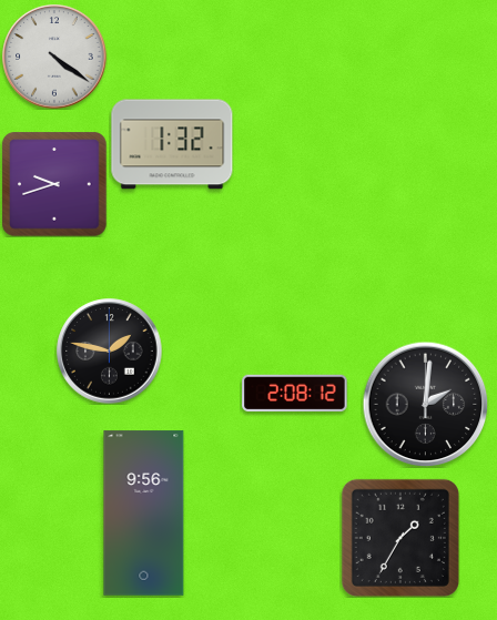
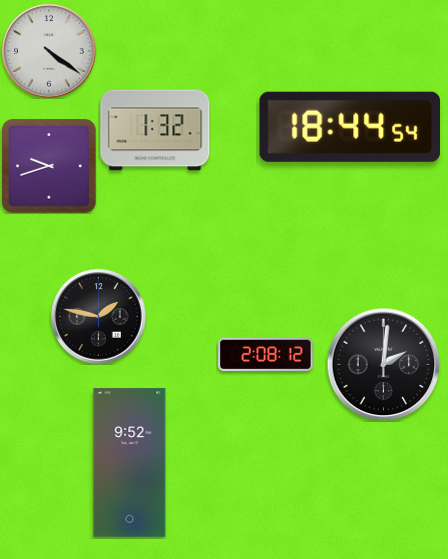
clock at (349, 127): none -> 18:44
clock at (144, 514): 9:56 -> 9:52
clock at (400, 538): 1:35 -> none
